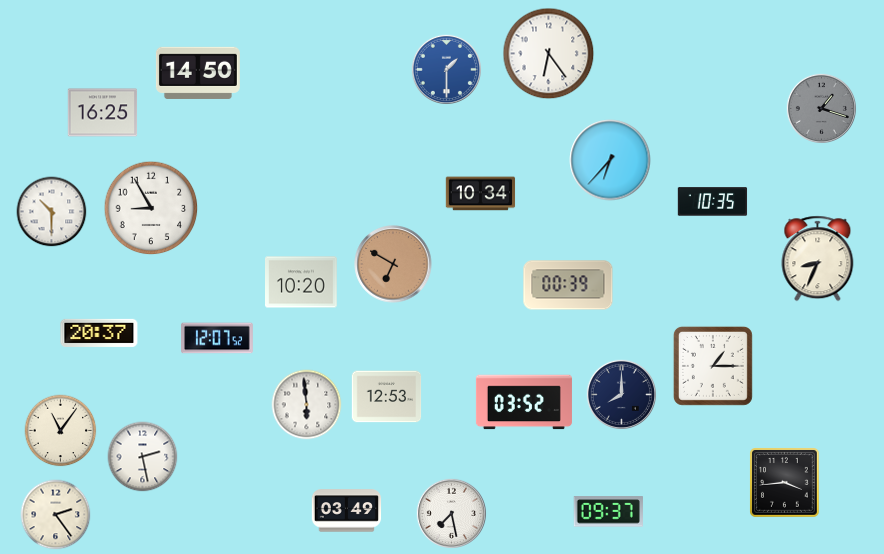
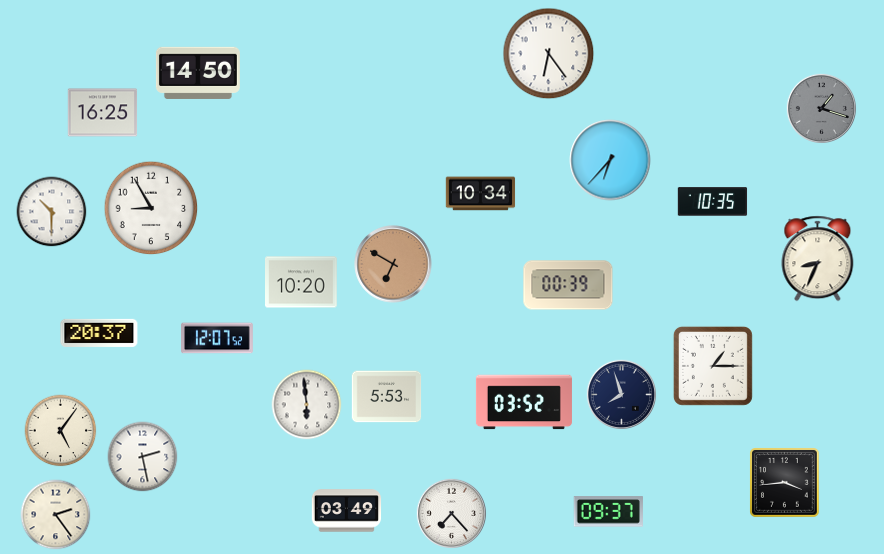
clock at (446, 69): 1:30 -> none
clock at (621, 394): 8:00 -> 7:57
clock at (387, 397): 12:53 -> 5:53
clock at (61, 431): 11:06 -> 5:06
clock at (451, 513): 7:28 -> 7:23
